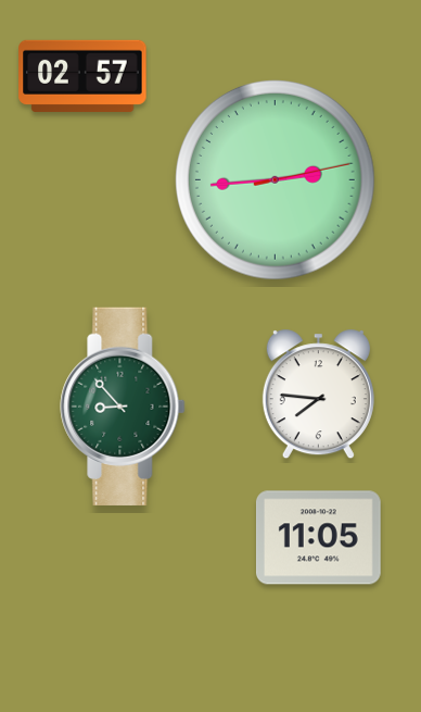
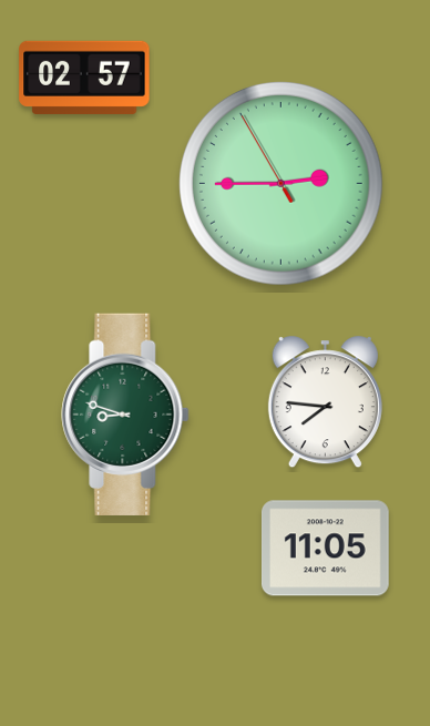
clock at (275, 179): 2:44:13 -> 2:44:55
clock at (123, 407): 8:53 -> 8:48
